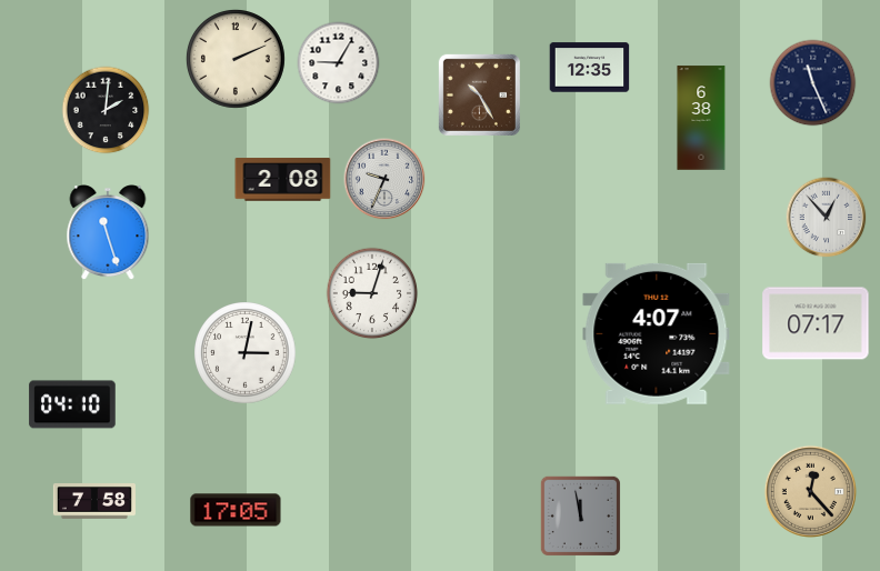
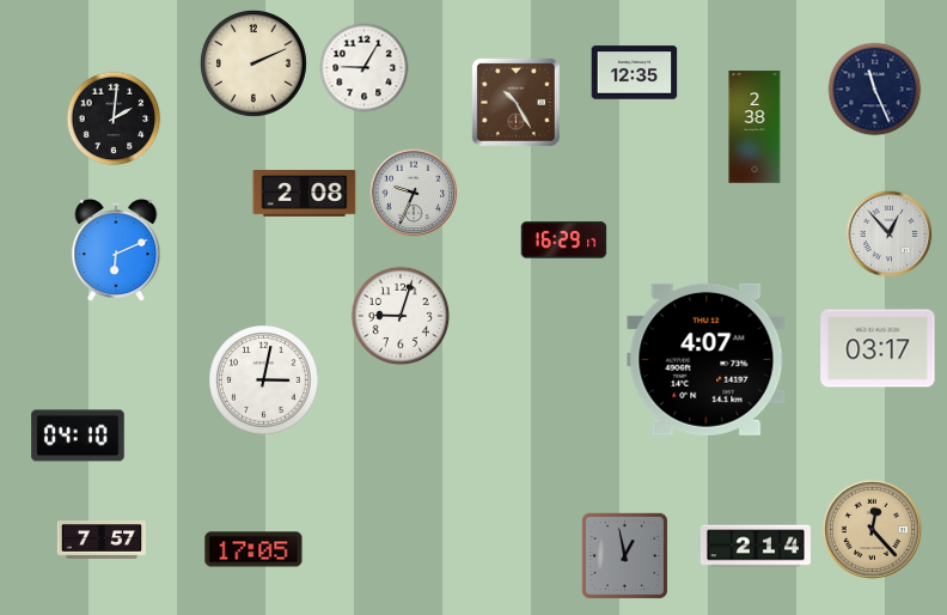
clock at (701, 118): 6:38 -> 2:38
clock at (564, 240): none -> 16:29
clock at (108, 233): 11:27 -> 6:11
clock at (816, 323): 07:17 -> 03:17
clock at (94, 502): 7:58 -> 7:57
clock at (756, 546): none -> 2:14
clock at (580, 515): 11:58 -> 12:58
